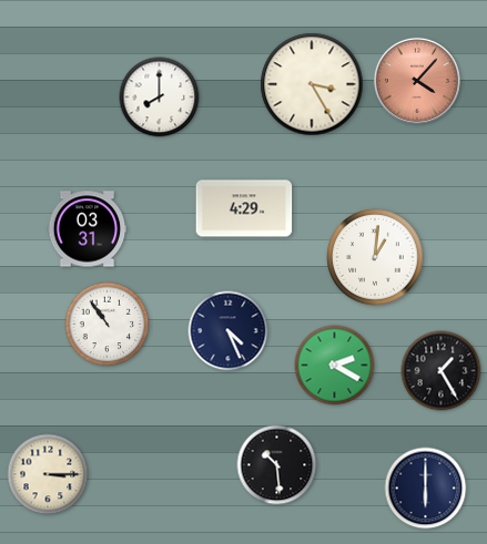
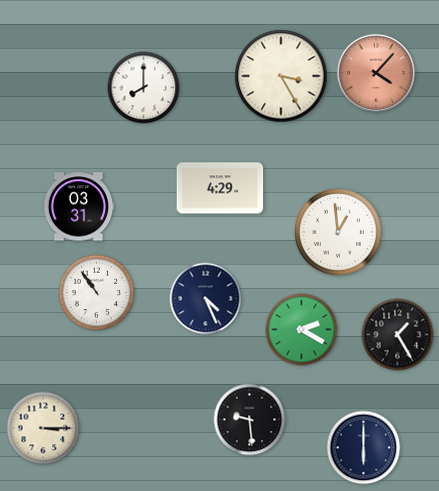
clock at (375, 257): 1:01 -> 12:59
clock at (277, 465): 10:29 -> 9:29
clock at (426, 489) position: (426, 489) -> (364, 448)
